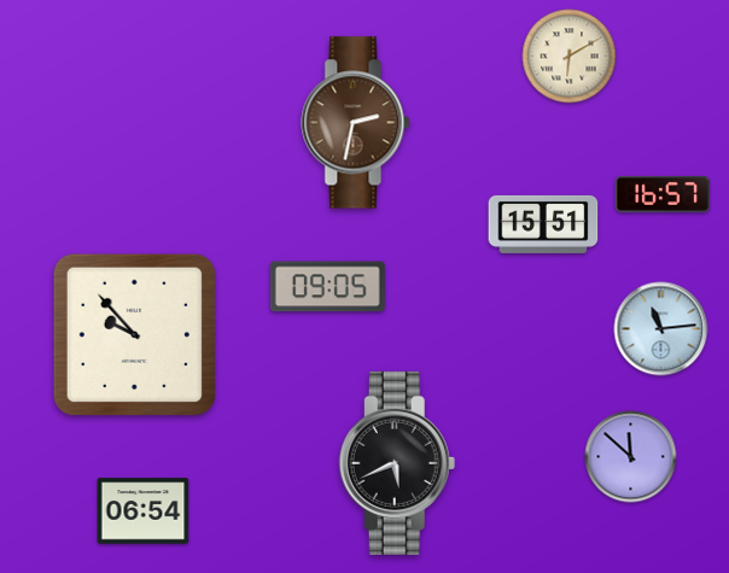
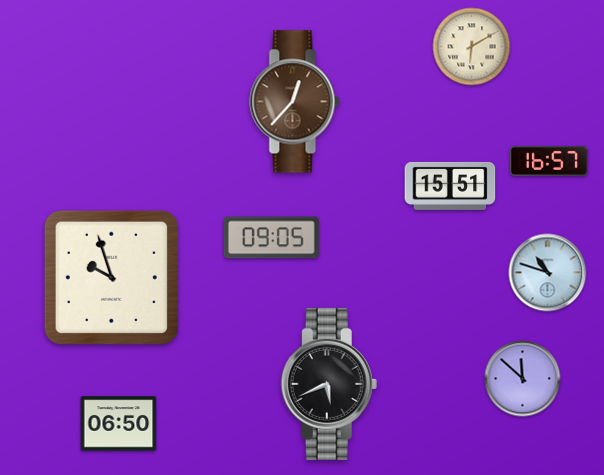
clock at (356, 123): 2:32 -> 12:37
clock at (661, 329): 11:14 -> 10:48
clock at (134, 334): 9:53 -> 9:57
clock at (144, 511): 06:54 -> 06:50
